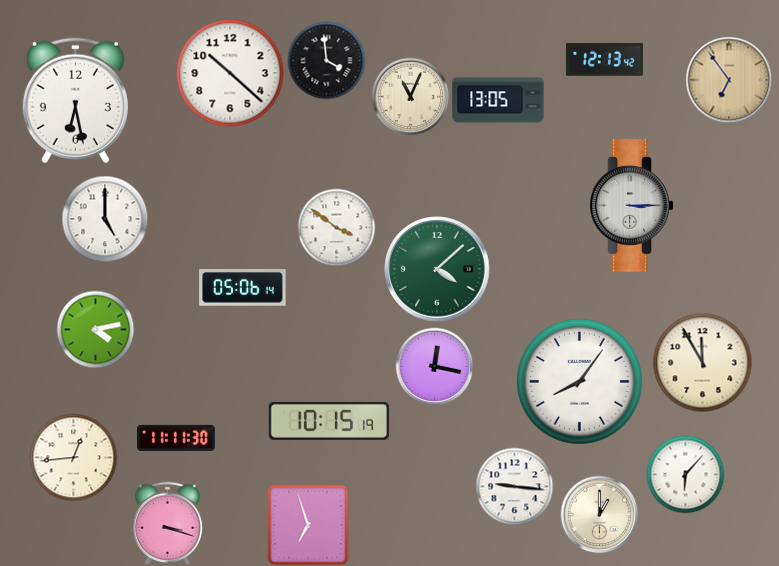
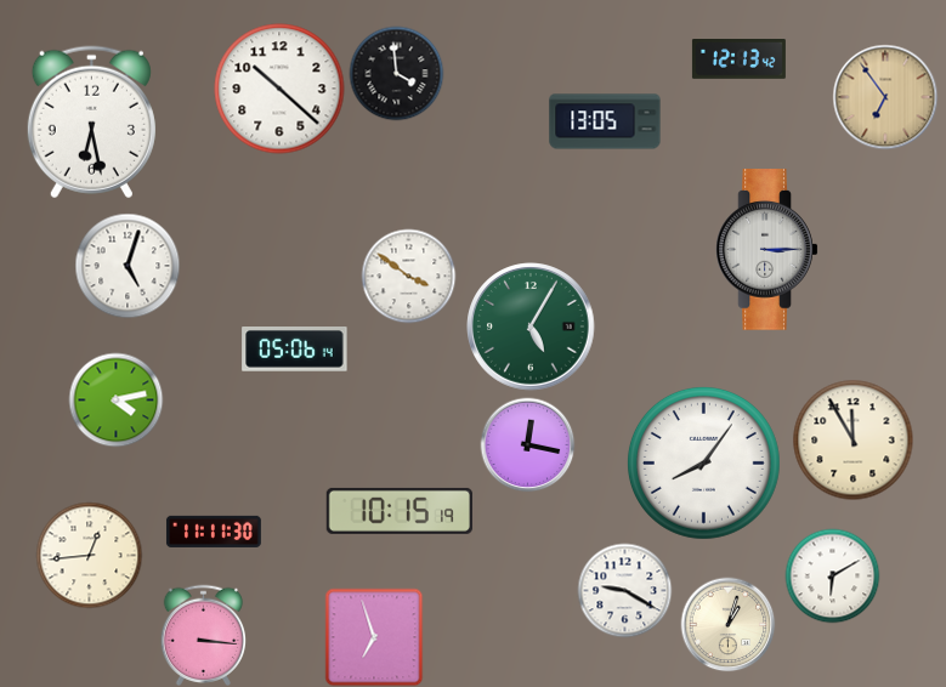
clock at (604, 60) position: (604, 60) -> (738, 59)
clock at (410, 96): 11:04 -> none
clock at (105, 219): 5:00 -> 5:03
clock at (437, 269): 4:08 -> 5:05
clock at (685, 474): 6:07 -> 6:10
clock at (514, 486): 9:16 -> 9:20
clock at (599, 514): 1:00 -> 1:03
clock at (167, 523): 3:18 -> 3:16
